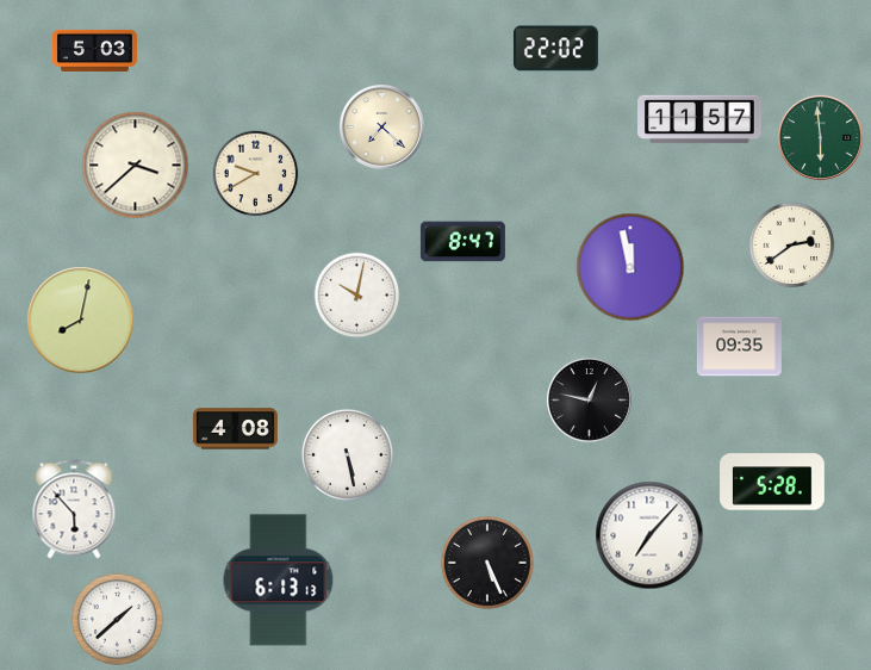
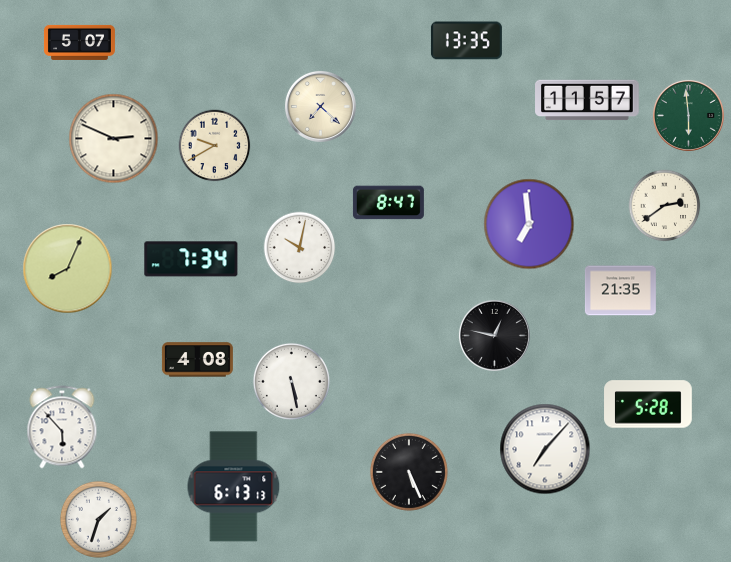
clock at (555, 49): 22:02 -> 13:35
clock at (94, 50): 5:03 -> 5:07
clock at (136, 166): 3:38 -> 2:49
clock at (630, 267): 11:58 -> 6:59
clock at (191, 259): none -> 7:34
clock at (81, 321): 8:02 -> 8:04
clock at (739, 347): 09:35 -> 21:35
clock at (117, 619): 1:38 -> 1:33
